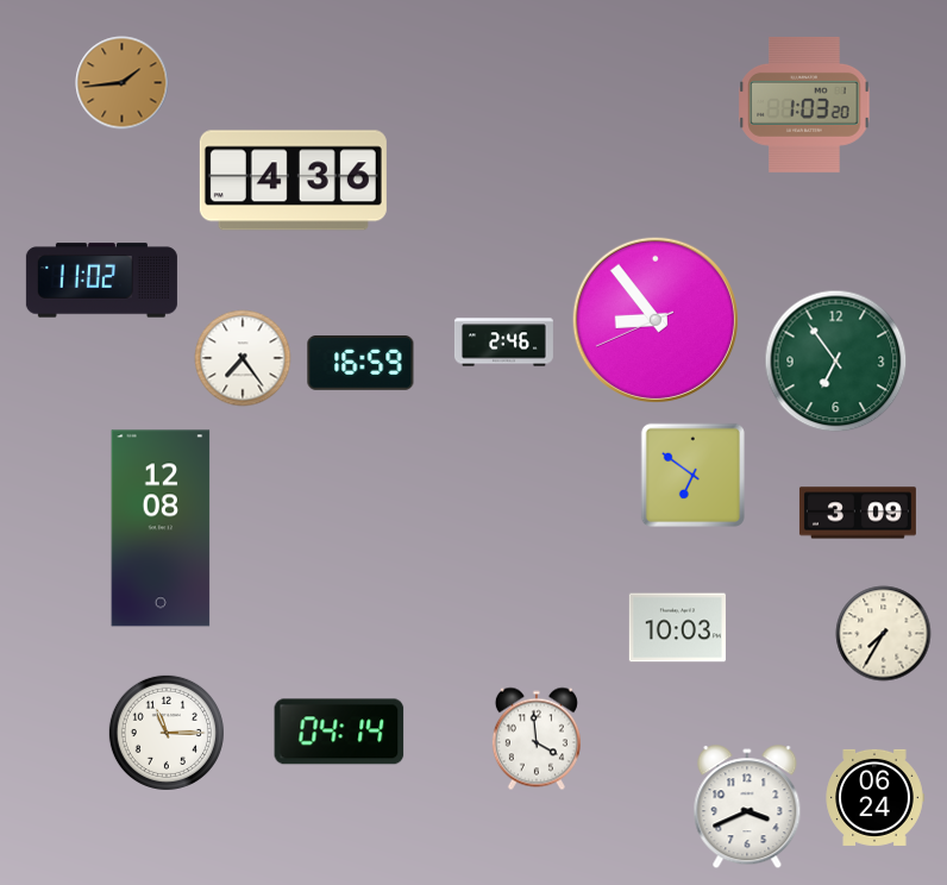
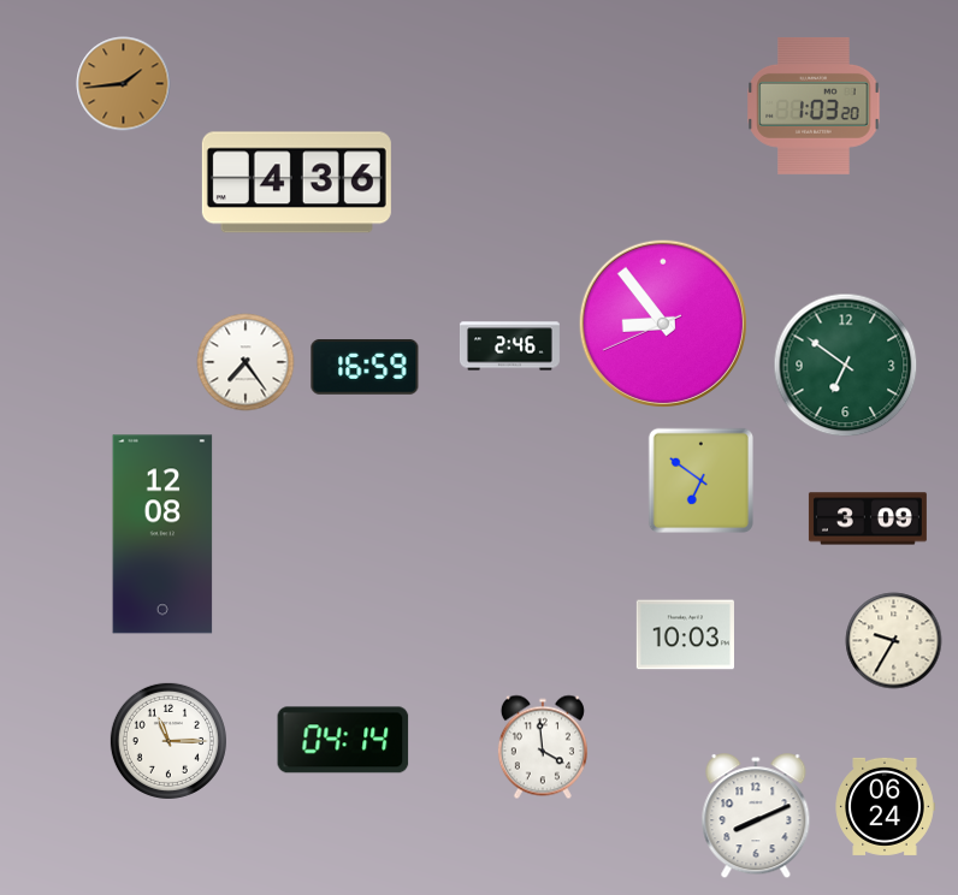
clock at (101, 281): 11:02 -> none
clock at (836, 362): 6:54 -> 6:51
clock at (884, 634): 7:35 -> 9:35
clock at (747, 808): 3:41 -> 8:11
